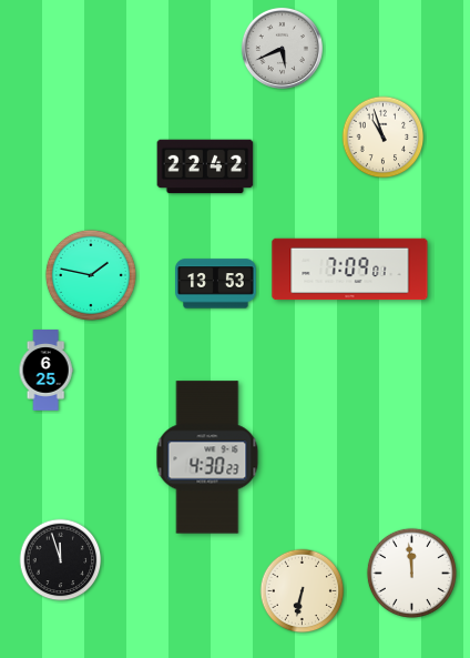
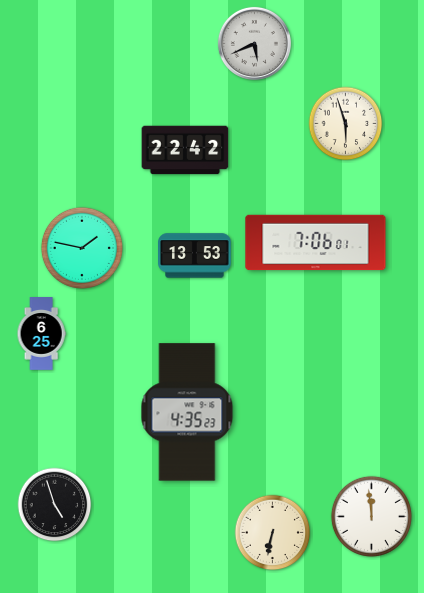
clock at (384, 138): 10:57 -> 5:57
clock at (350, 270): 7:09 -> 7:06
clock at (207, 457): 4:30 -> 4:35
clock at (61, 560): 11:57 -> 4:57
